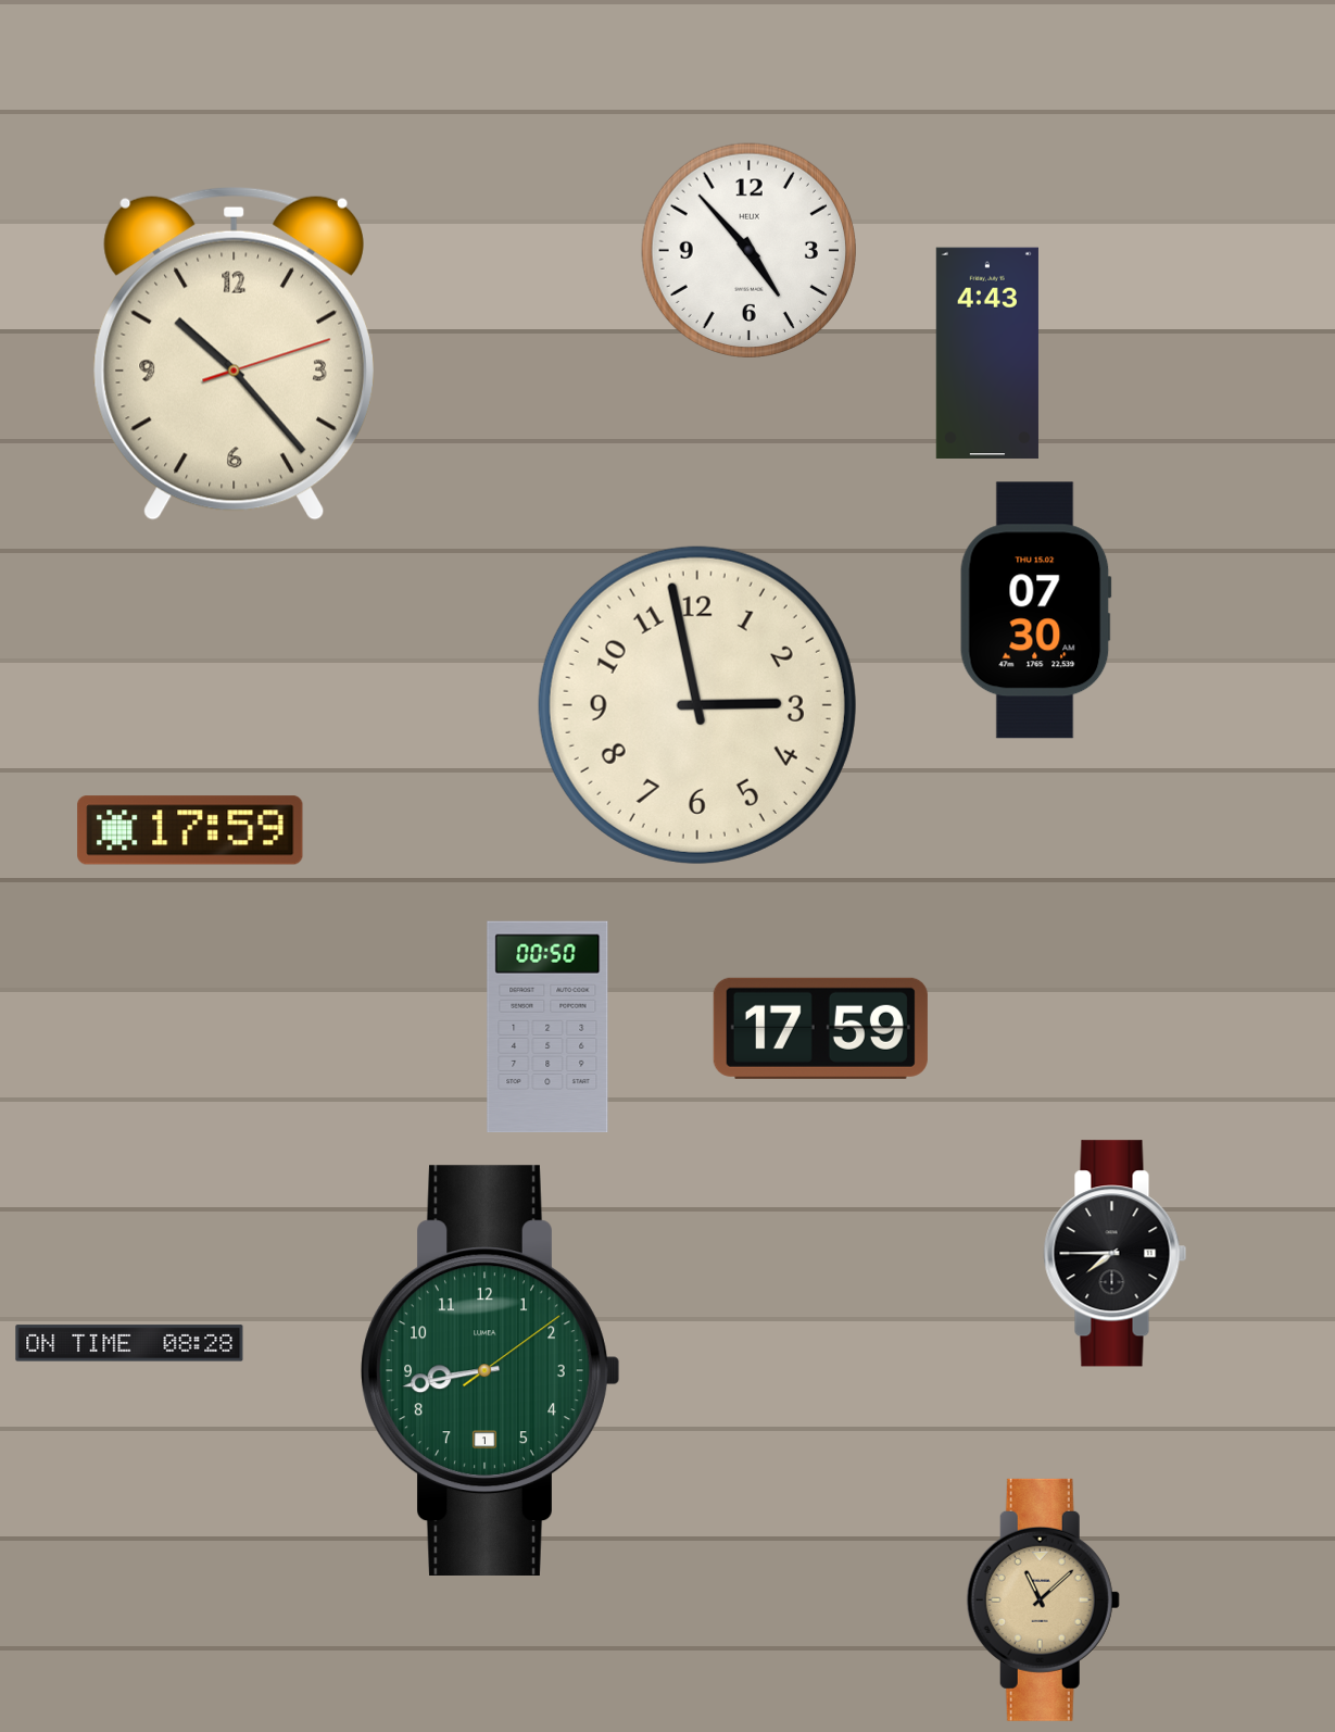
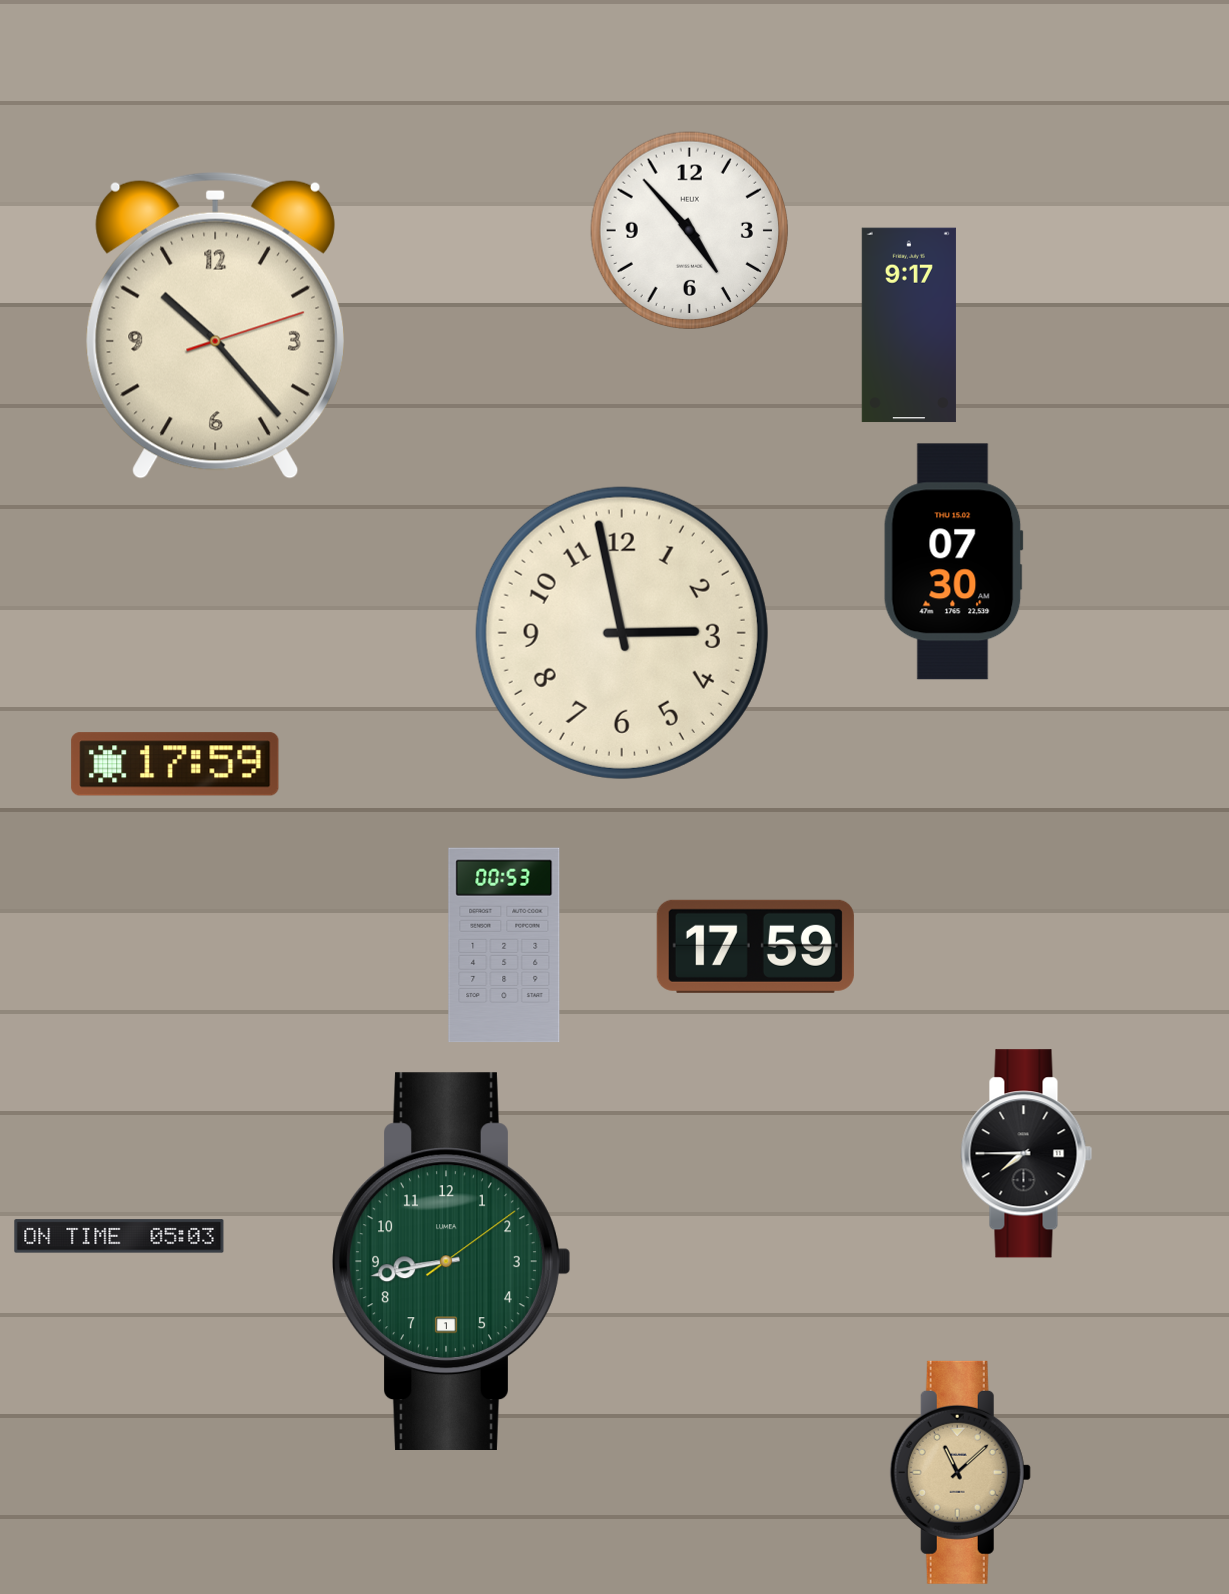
clock at (987, 353): 4:43 -> 9:17
clock at (697, 705) position: (697, 705) -> (622, 633)
clock at (547, 1027): 00:50 -> 00:53
clock at (129, 1343): 08:28 -> 05:03
